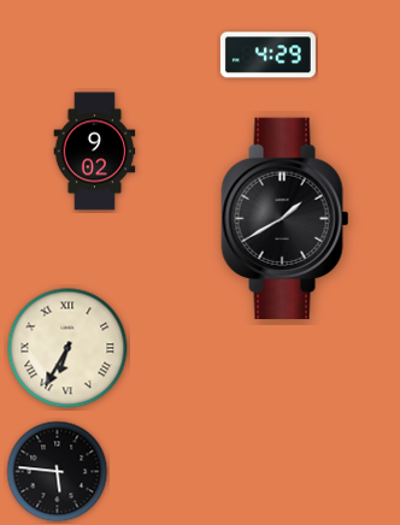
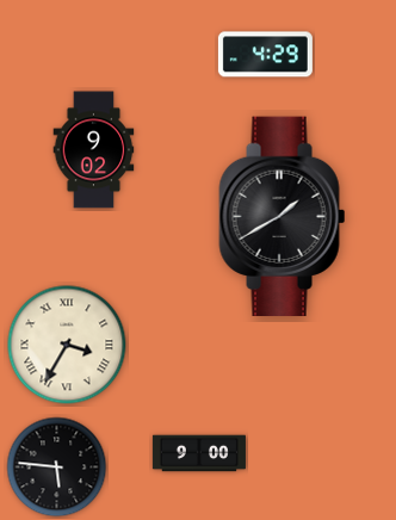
clock at (67, 348): 6:35 -> 3:35
clock at (199, 453): none -> 9:00
